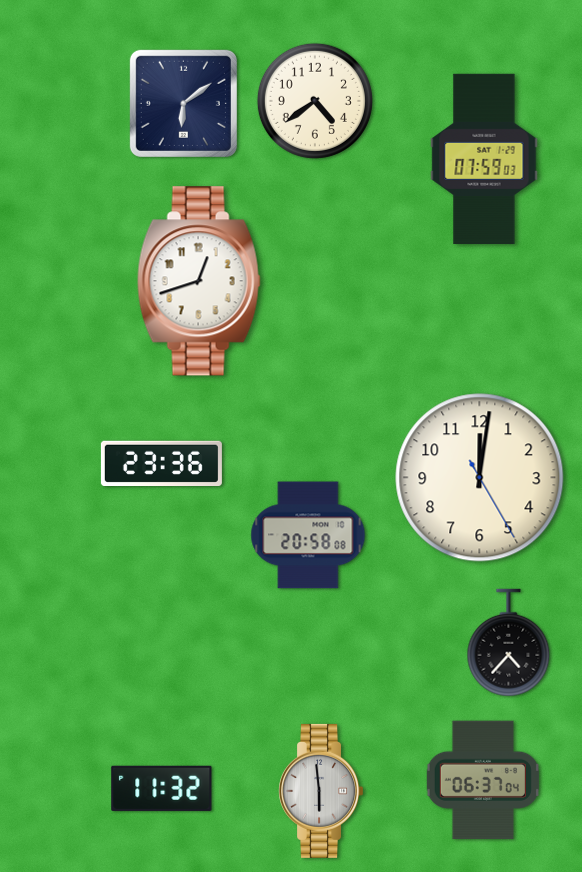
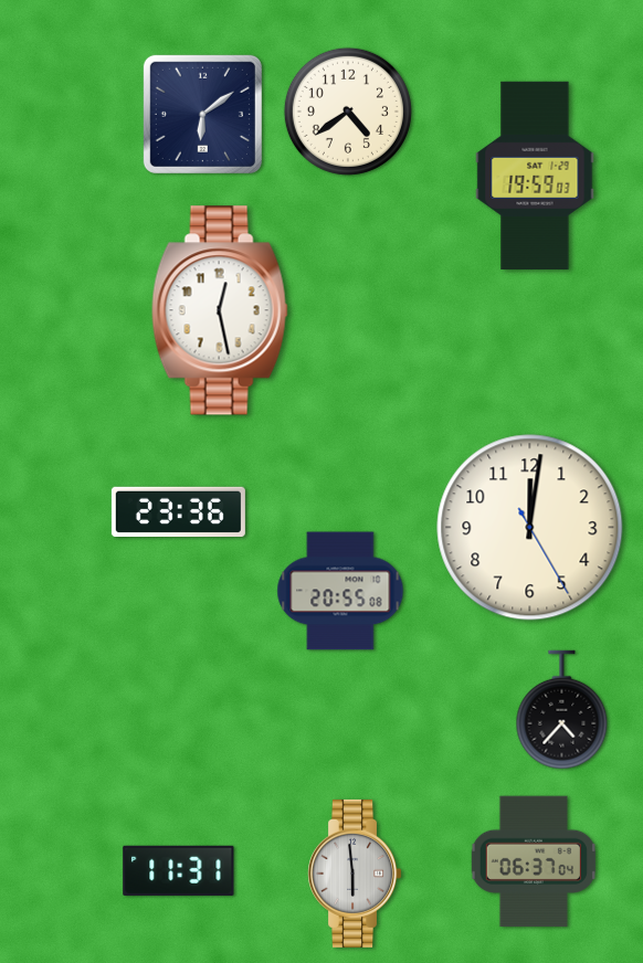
clock at (484, 158): 07:59 -> 19:59
clock at (199, 281): 12:42 -> 12:28
clock at (308, 535): 20:58 -> 20:55
clock at (162, 788): 11:32 -> 11:31
